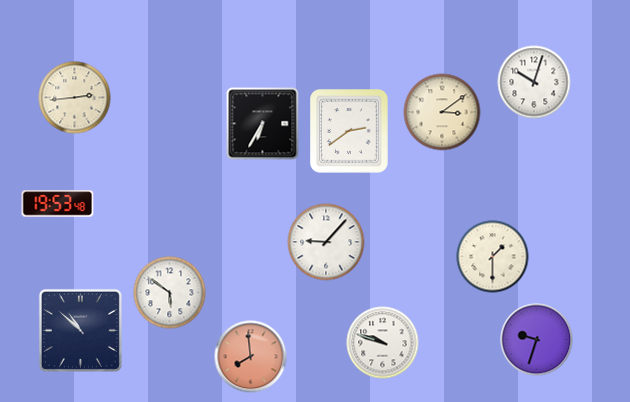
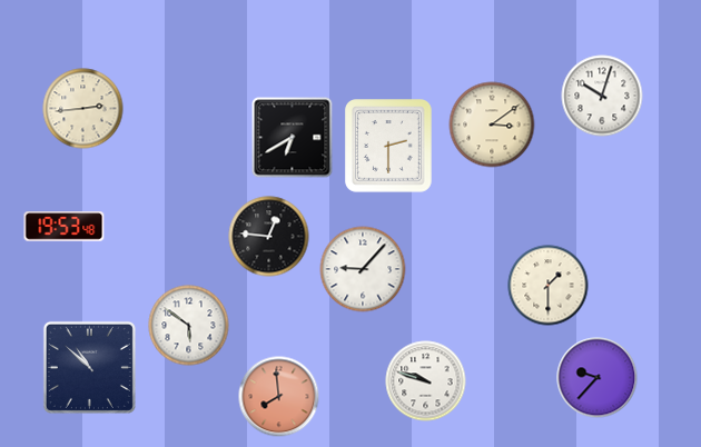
clock at (534, 82) position: (534, 82) -> (602, 96)
clock at (263, 124): 6:35 -> 6:40
clock at (350, 132): 2:39 -> 2:30
clock at (269, 237): none -> 12:46
clock at (537, 340): 9:33 -> 9:37
